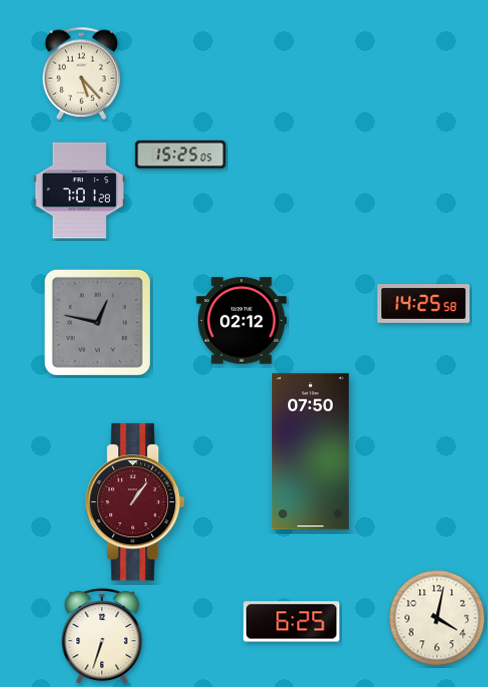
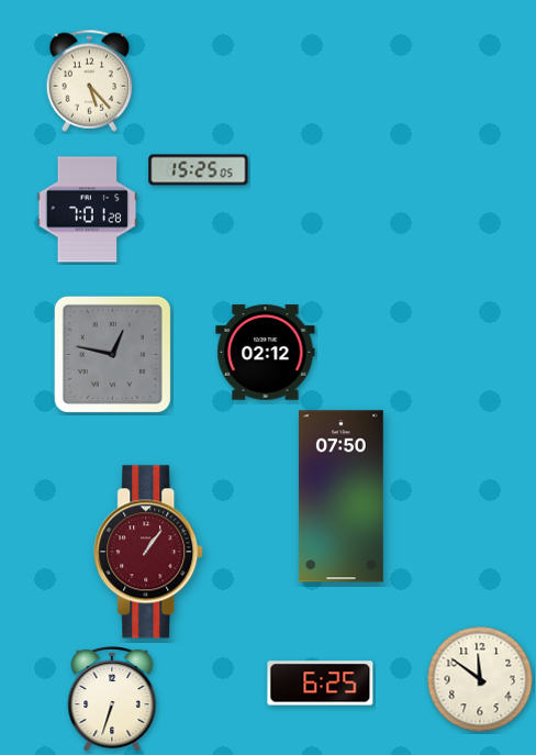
clock at (424, 304): 14:25 -> none
clock at (97, 322) position: (97, 322) -> (112, 354)
clock at (437, 618): 4:02 -> 11:51
